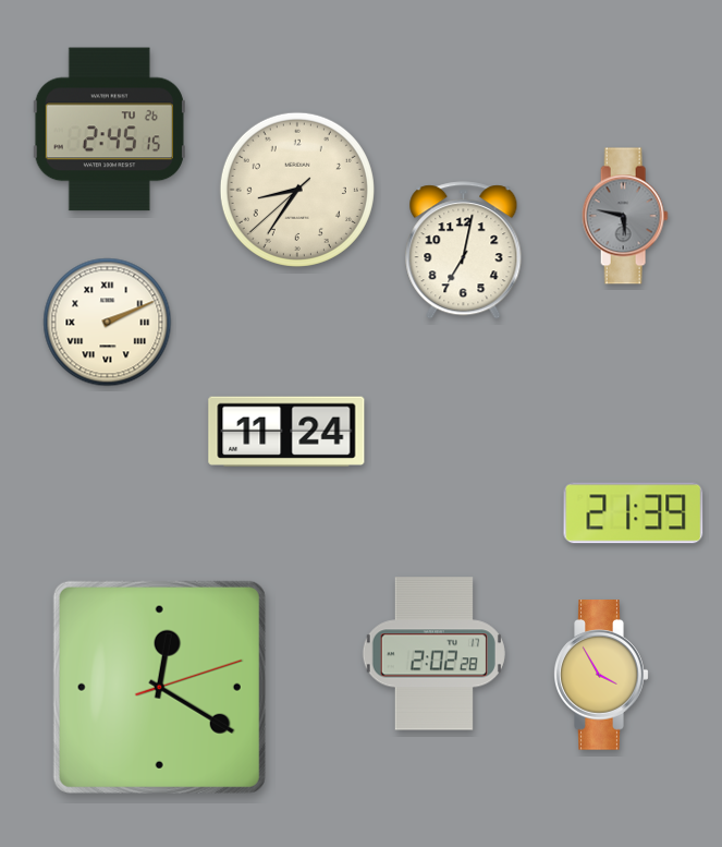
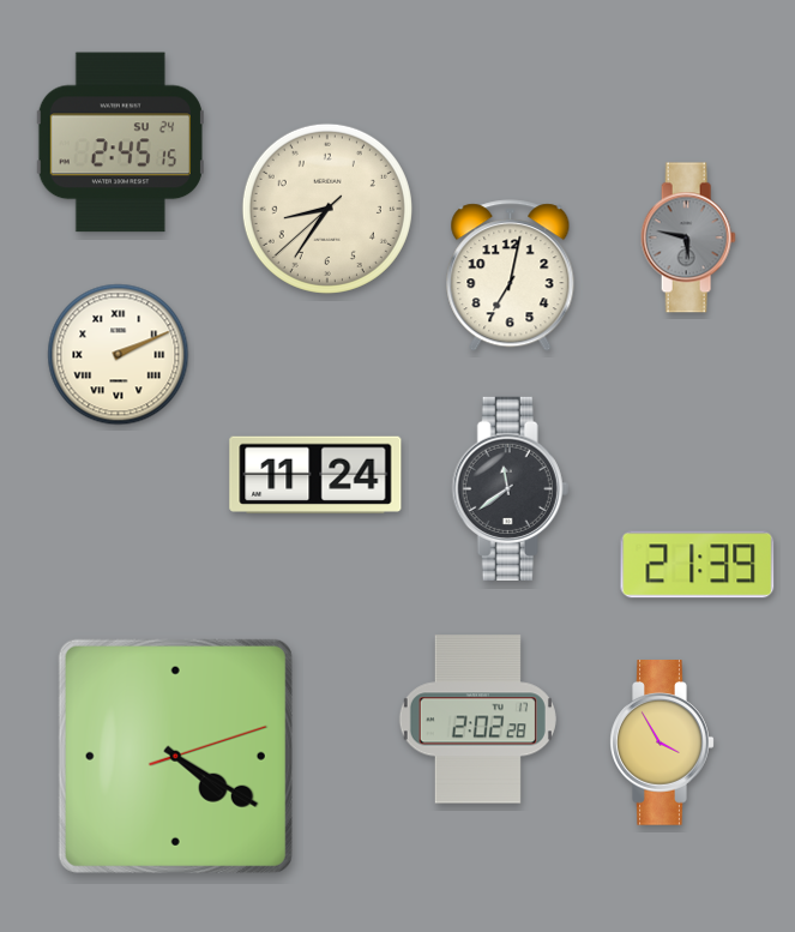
clock at (109, 130) date: TU 26 -> SU 24
clock at (510, 488): none -> 11:39
clock at (159, 687): 12:20 -> 4:20
